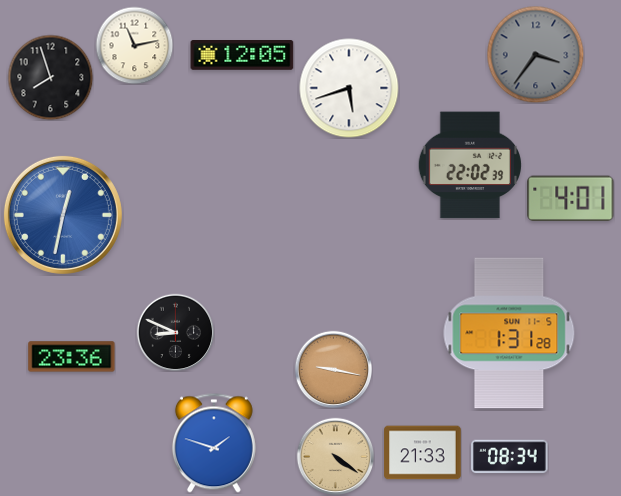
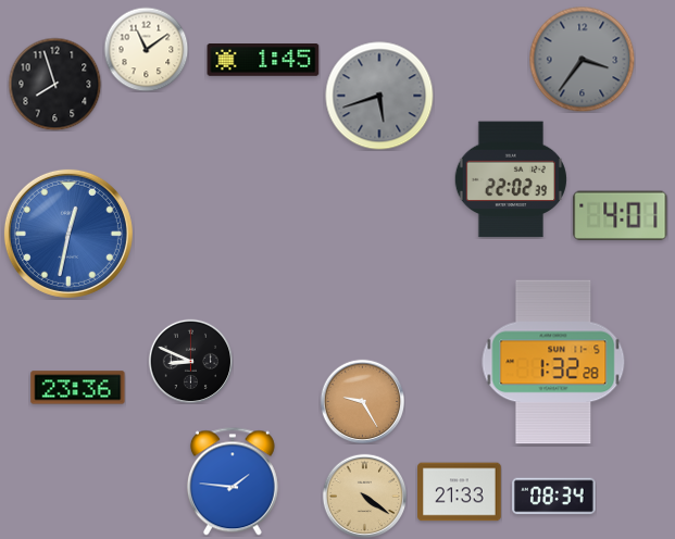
clock at (134, 45): 11:13 -> 11:09
clock at (242, 56): 12:05 -> 1:45
clock at (349, 88) dial: white -> grey
clock at (509, 333): 1:31 -> 1:32
clock at (333, 369): 9:17 -> 9:25
clock at (214, 443): 1:48 -> 1:46
